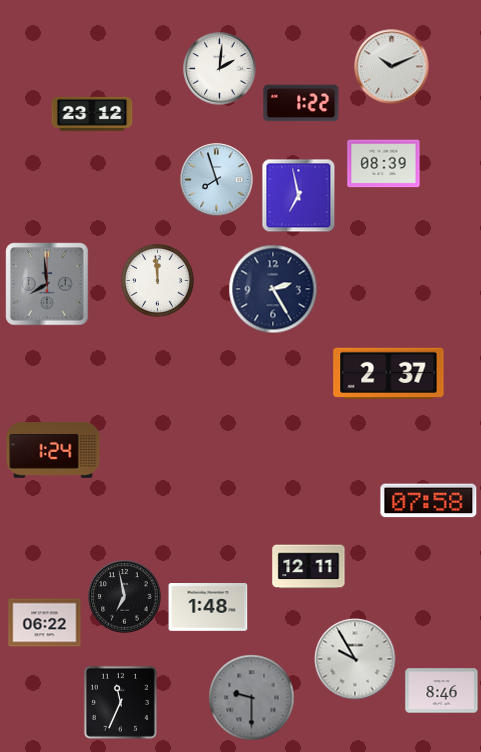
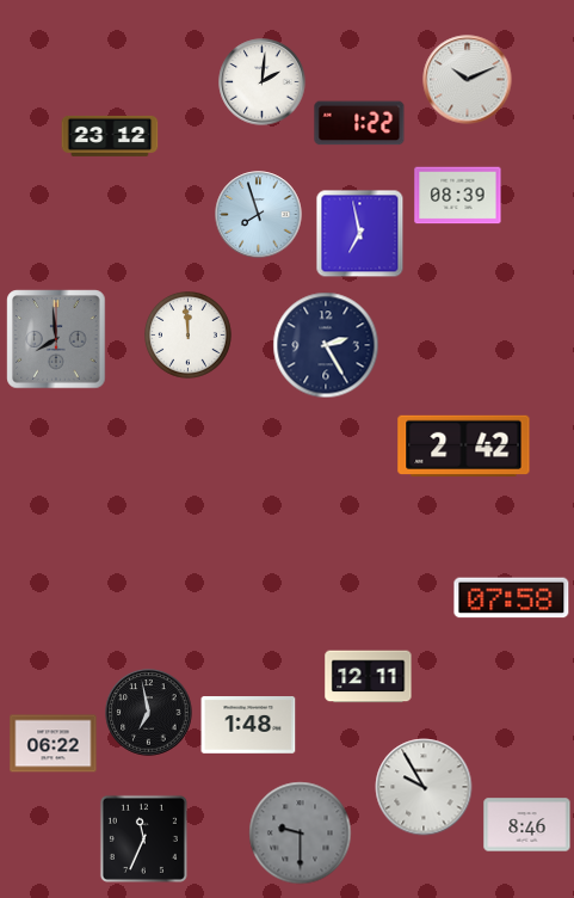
clock at (299, 196) position: (299, 196) -> (360, 234)
clock at (389, 373): 2:37 -> 2:42
clock at (53, 450): 1:24 -> none
